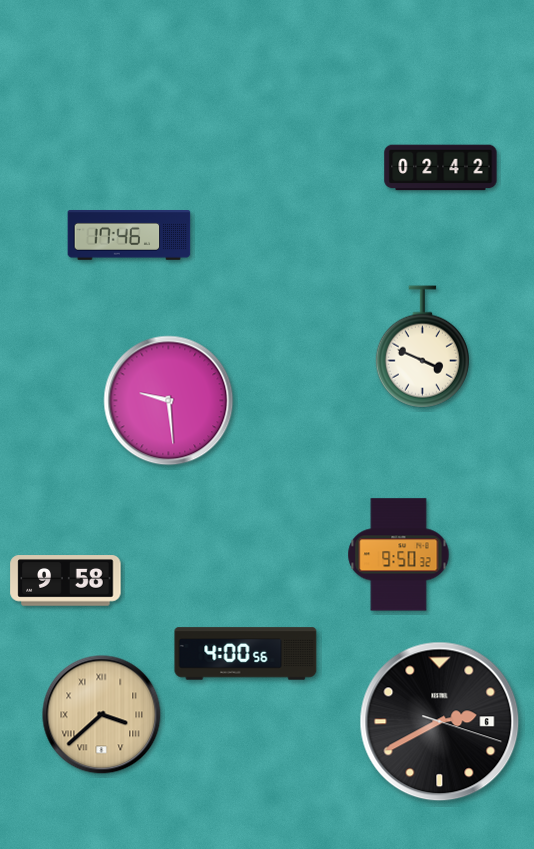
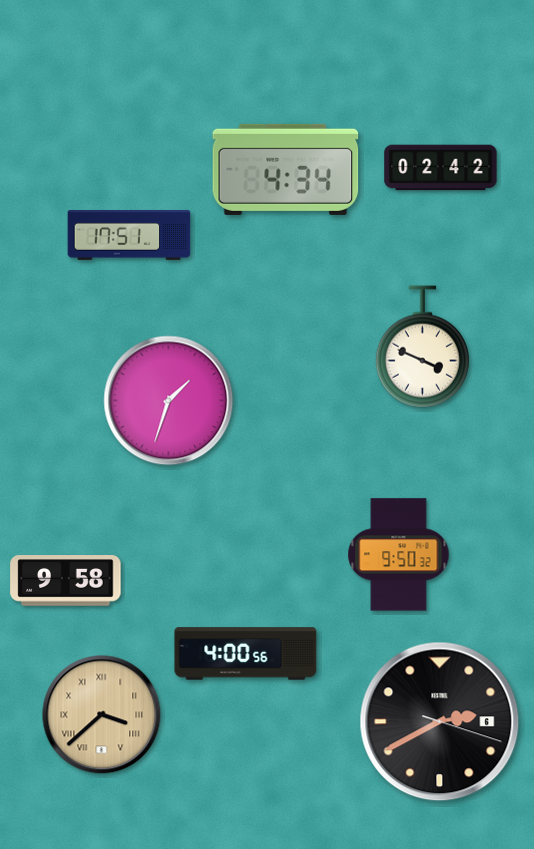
clock at (286, 169): none -> 4:34
clock at (129, 236): 17:46 -> 17:51
clock at (169, 401): 9:29 -> 1:33
